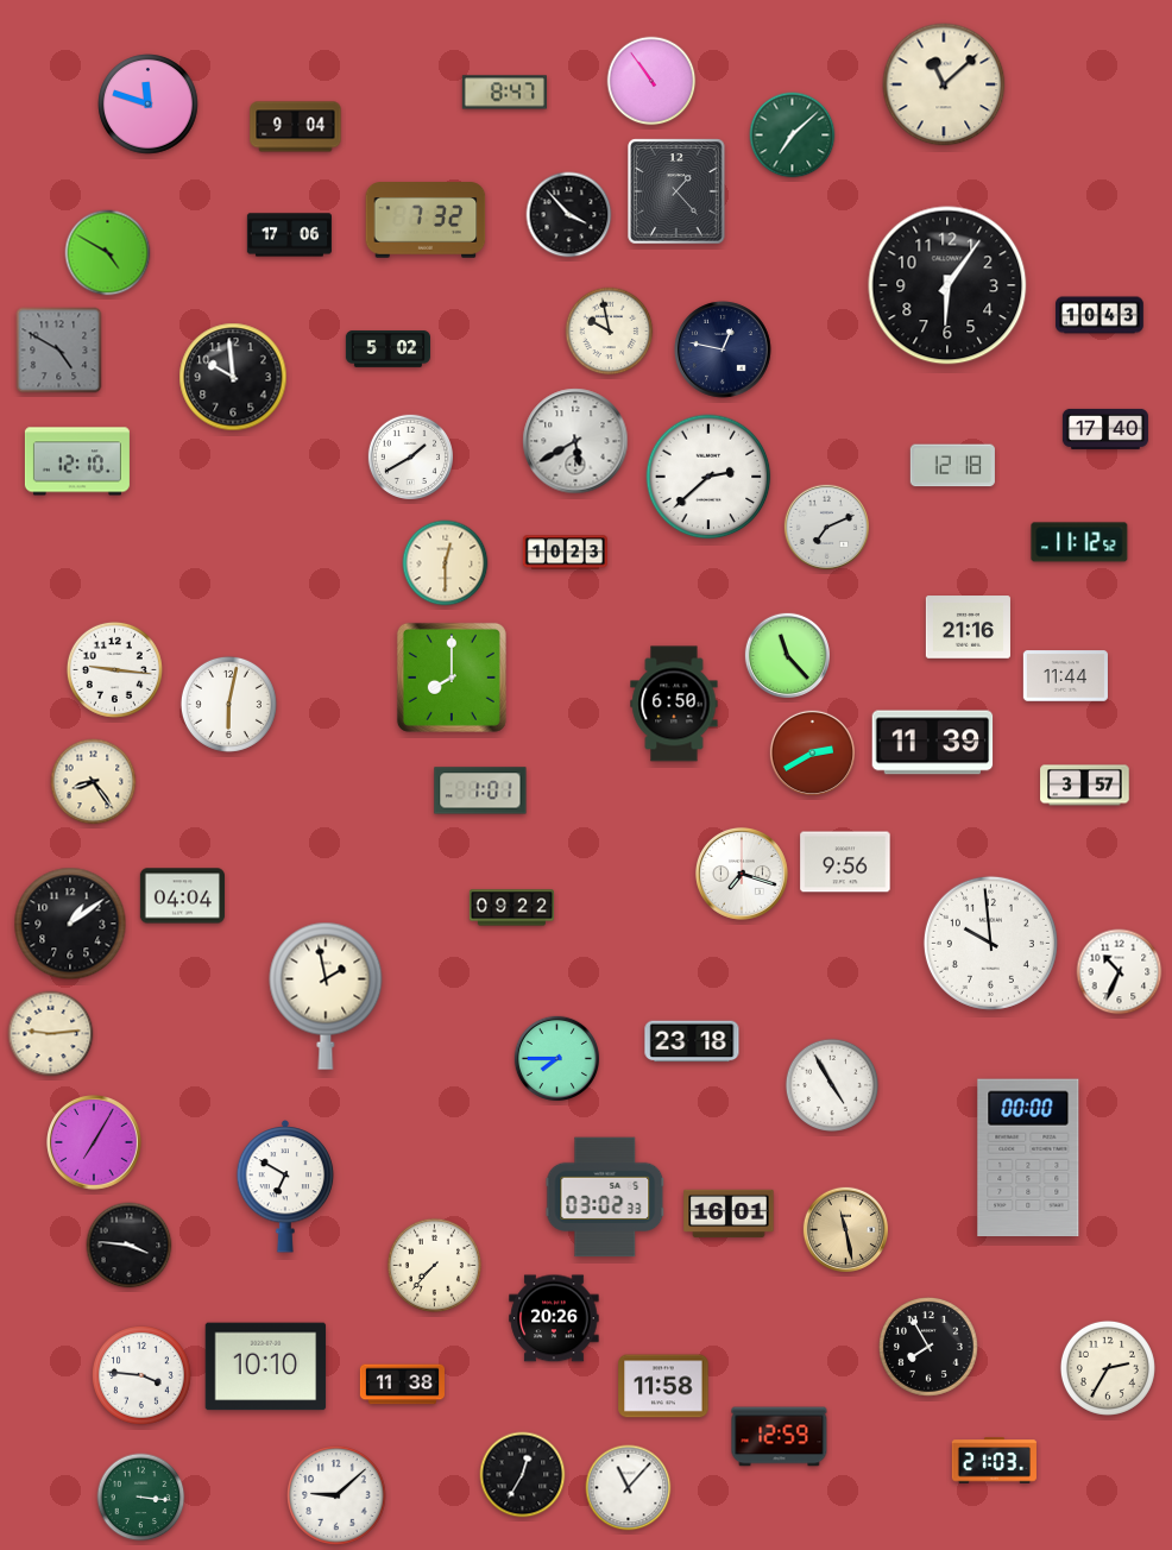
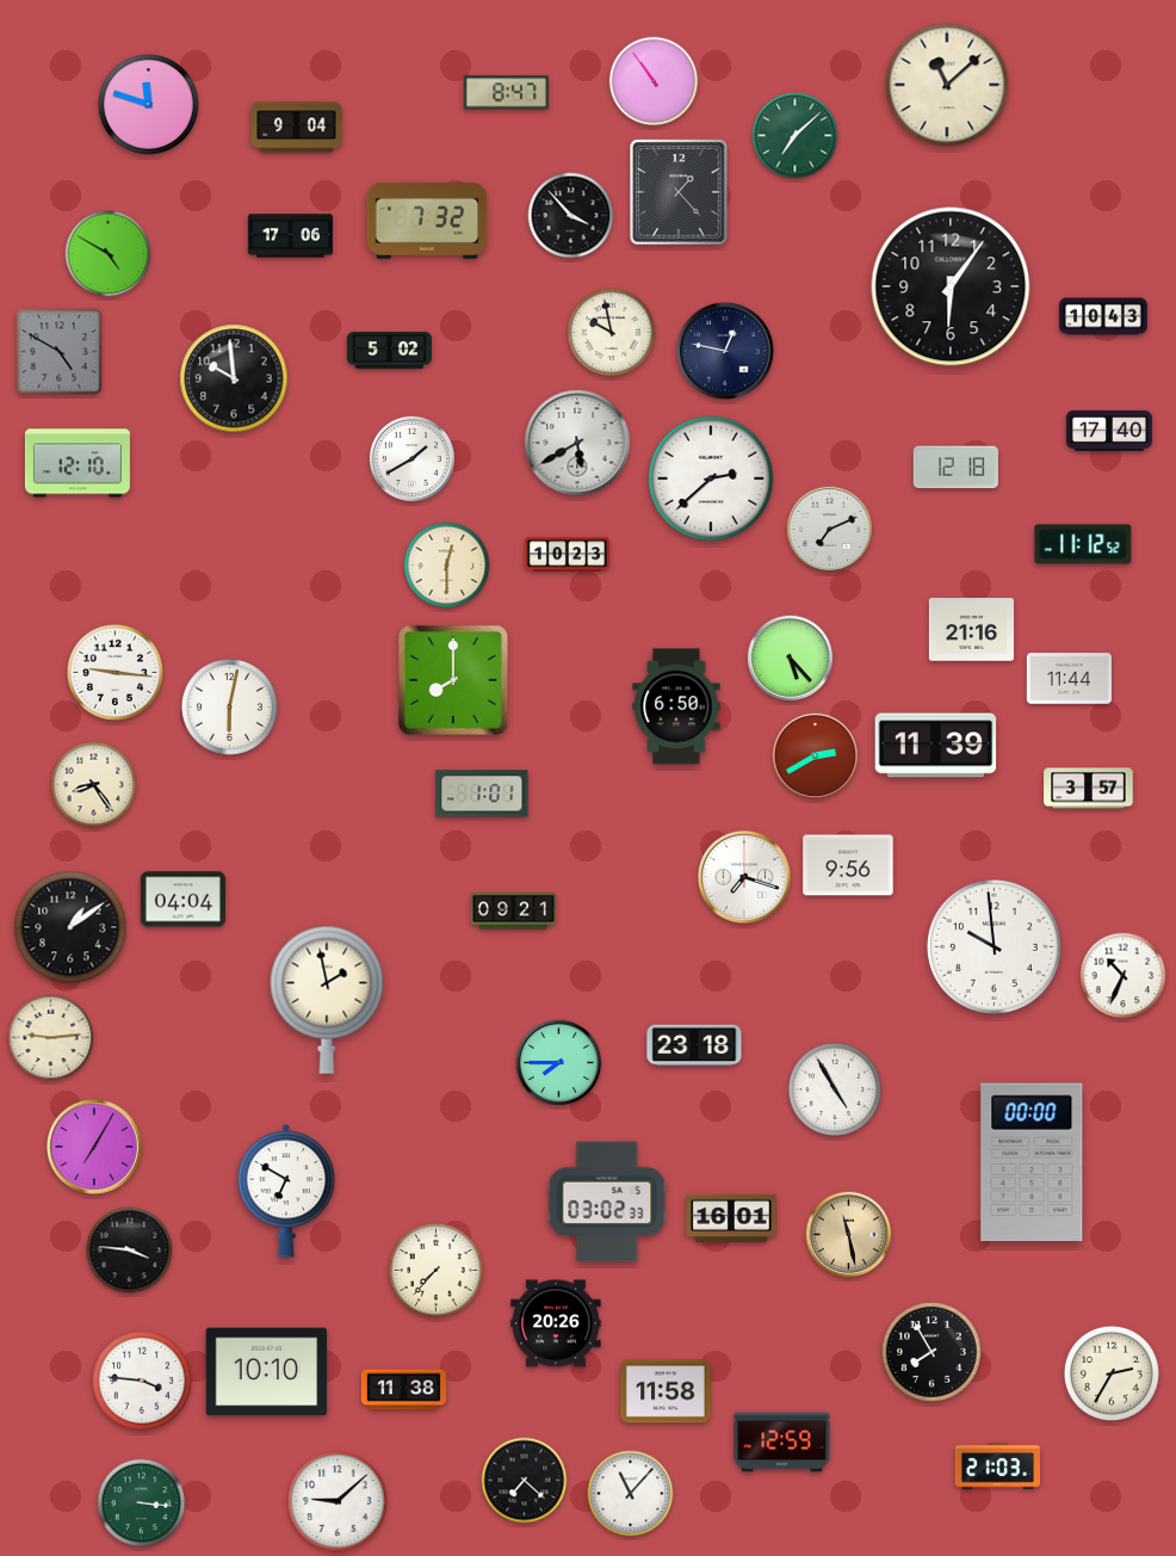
clock at (787, 655): 11:23 -> 5:23
clock at (511, 908): 09:22 -> 09:21
clock at (523, 1475): 12:35 -> 7:22
